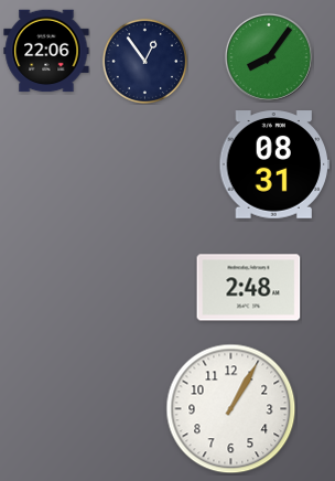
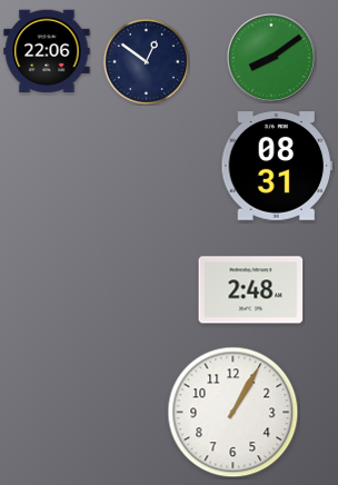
clock at (269, 57): 8:06 -> 8:09
clock at (144, 61): 12:54 -> 12:51
